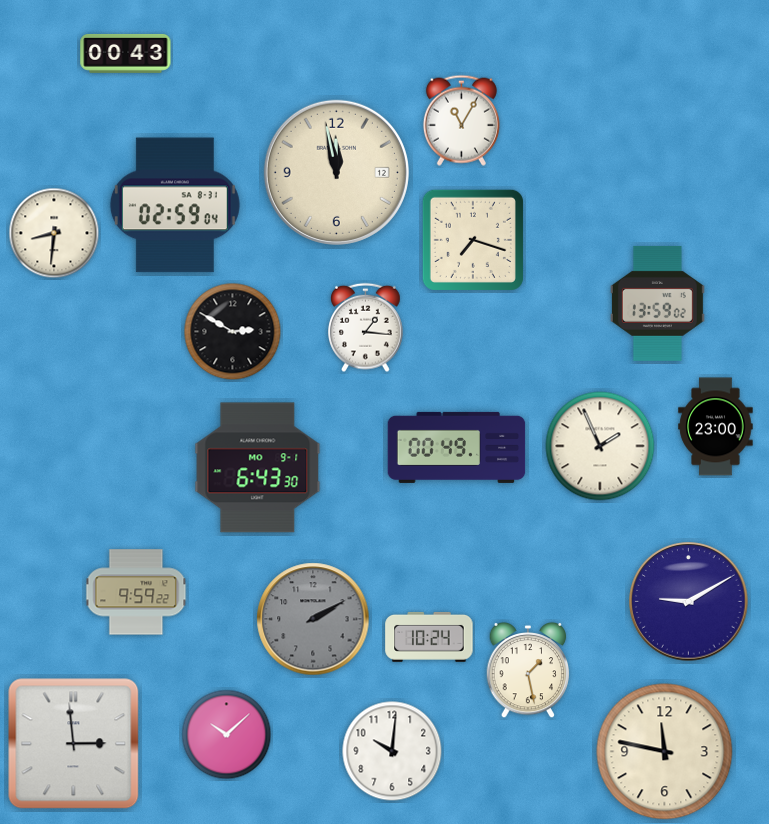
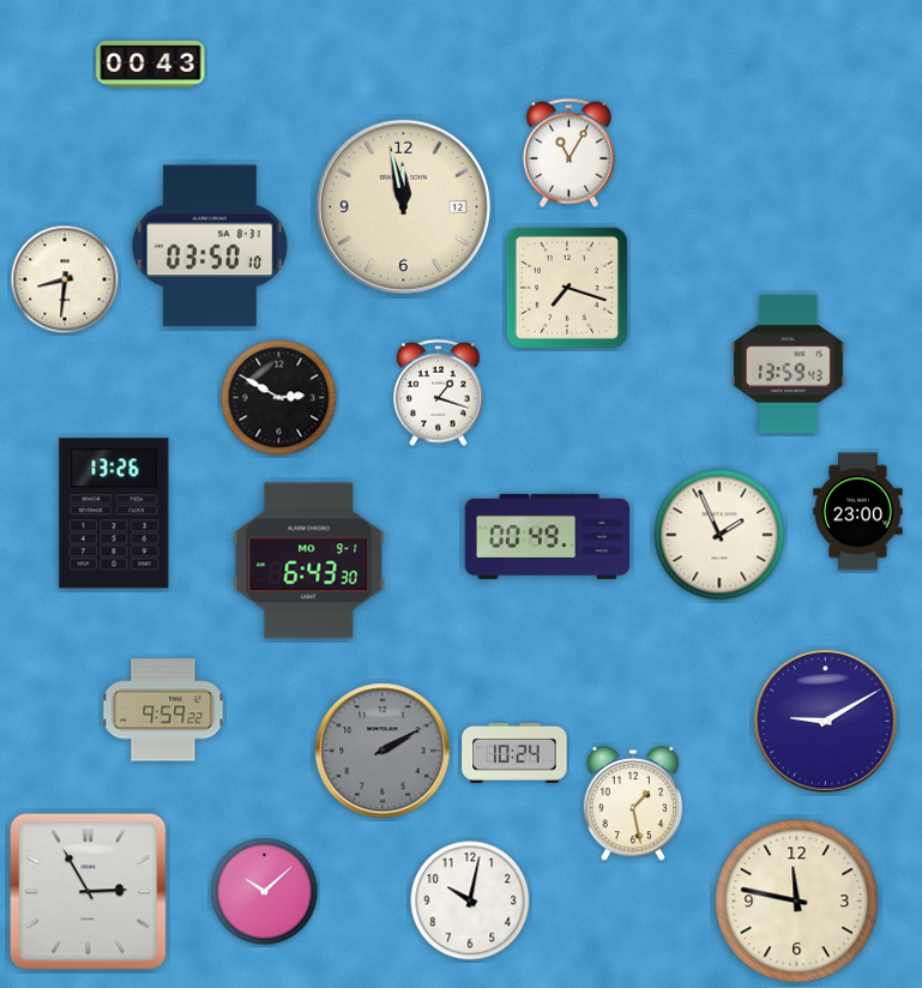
clock at (461, 120) position: (461, 120) -> (568, 152)
clock at (175, 205): 02:59 -> 03:50
clock at (657, 303): 13:59:02 -> 13:59:43
clock at (366, 328): 1:16 -> 1:18
clock at (114, 513): none -> 13:26
clock at (313, 619) position: (313, 619) -> (382, 751)
clock at (429, 637) position: (429, 637) -> (514, 753)
clock at (227, 735) position: (227, 735) -> (265, 892)
clock at (74, 744): 2:59 -> 2:55
clock at (392, 751): 10:01 -> 10:02
